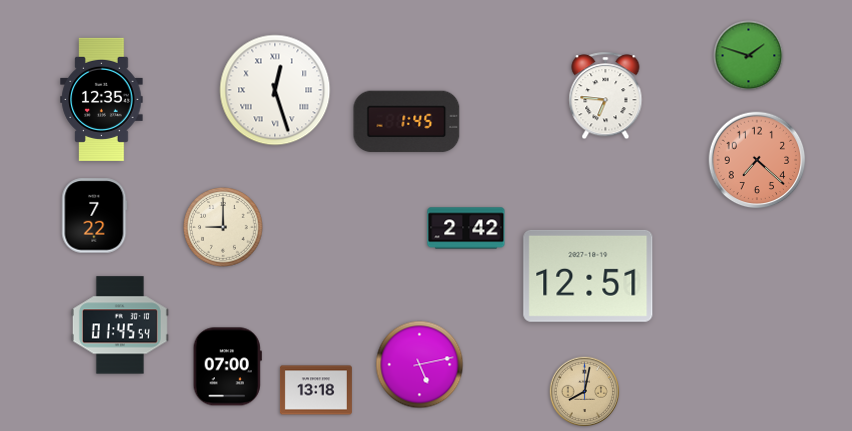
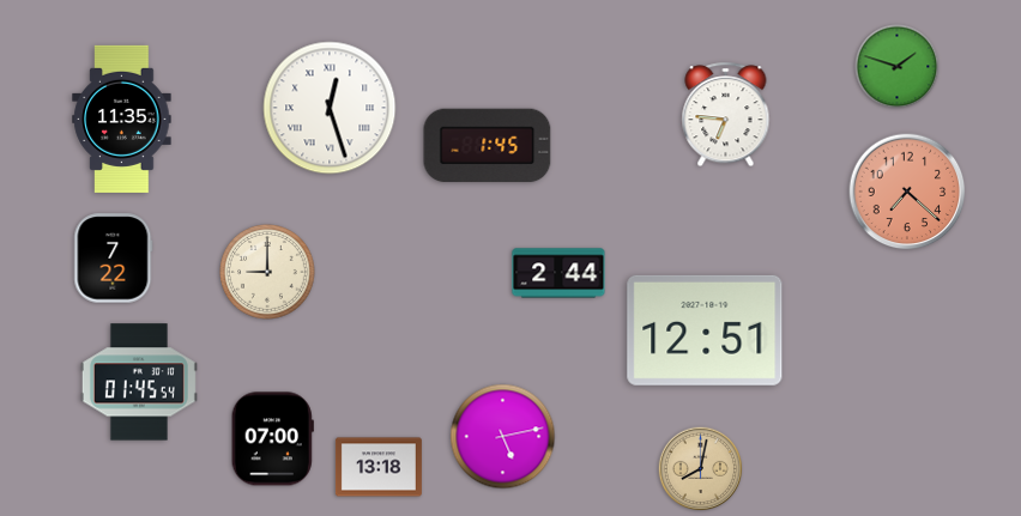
clock at (102, 99): 12:35 -> 11:35
clock at (466, 228): 2:42 -> 2:44
clock at (120, 325) position: (120, 325) -> (139, 382)
